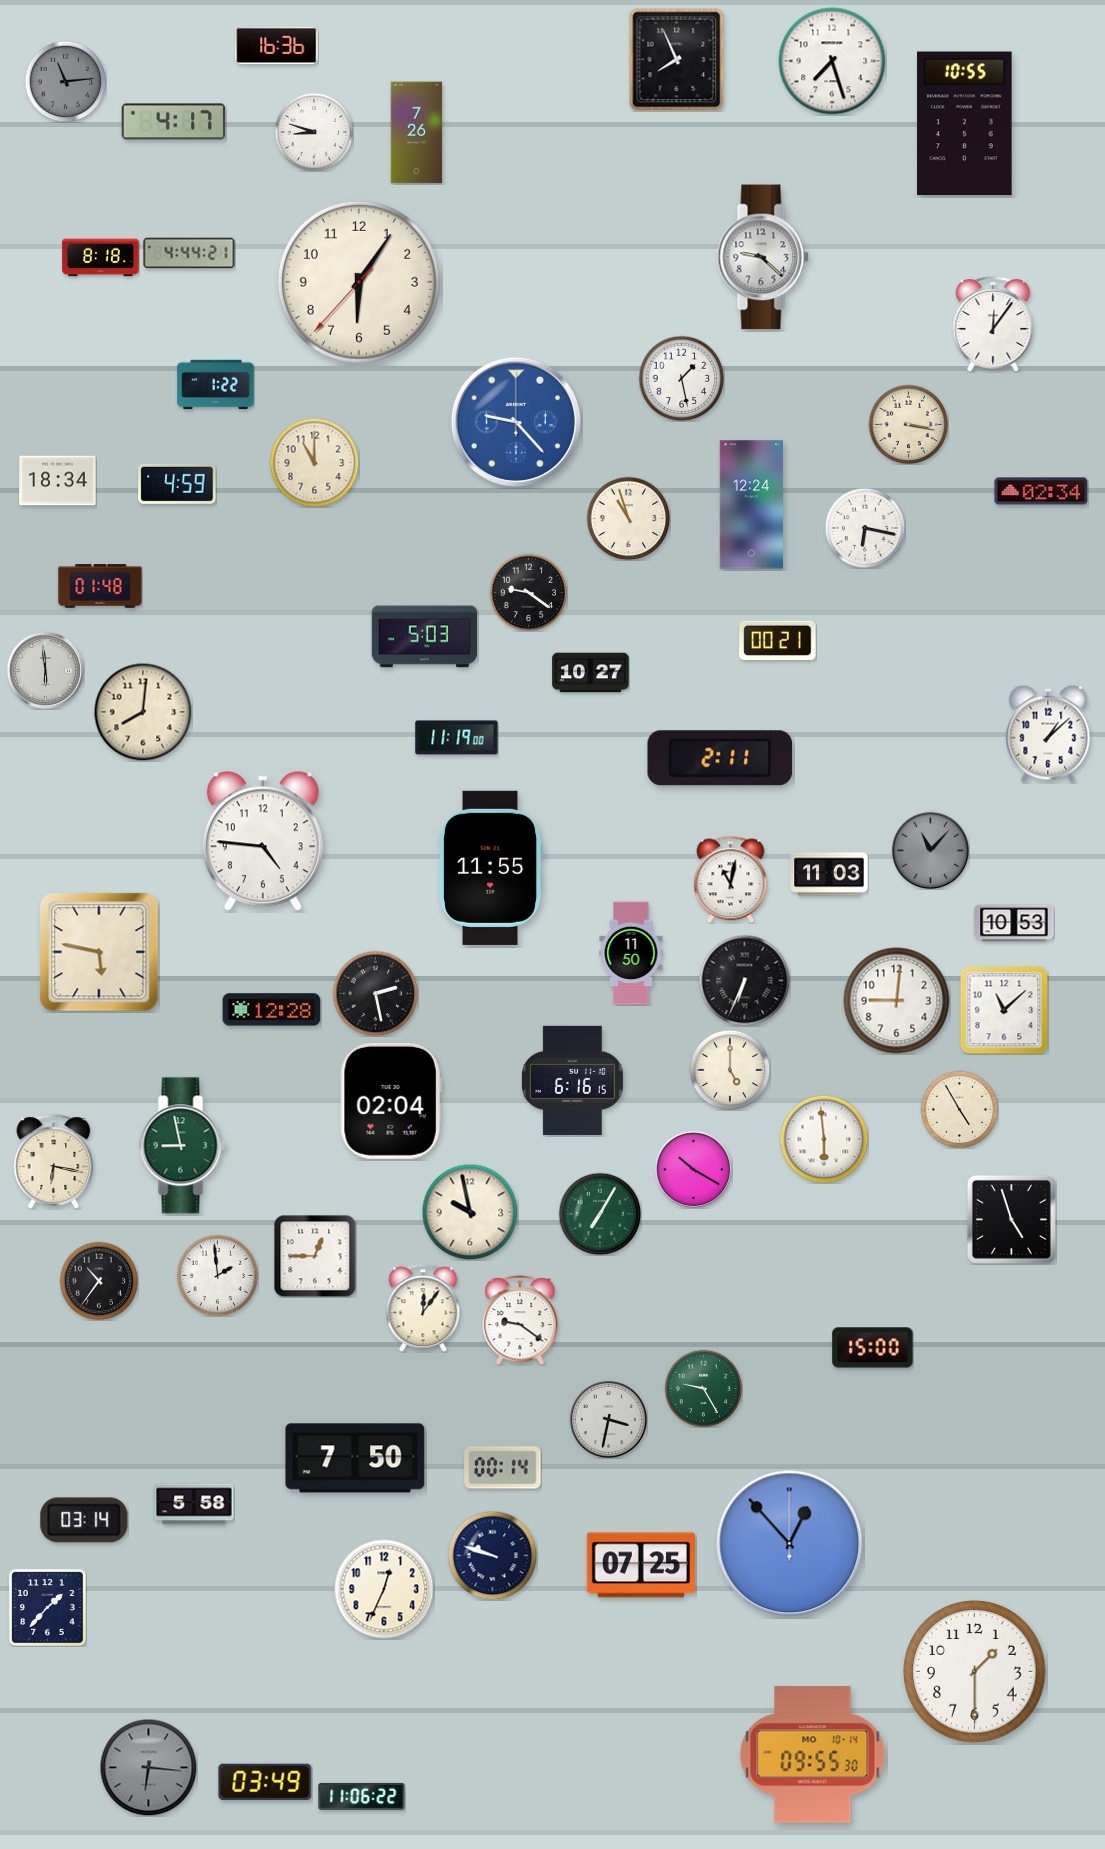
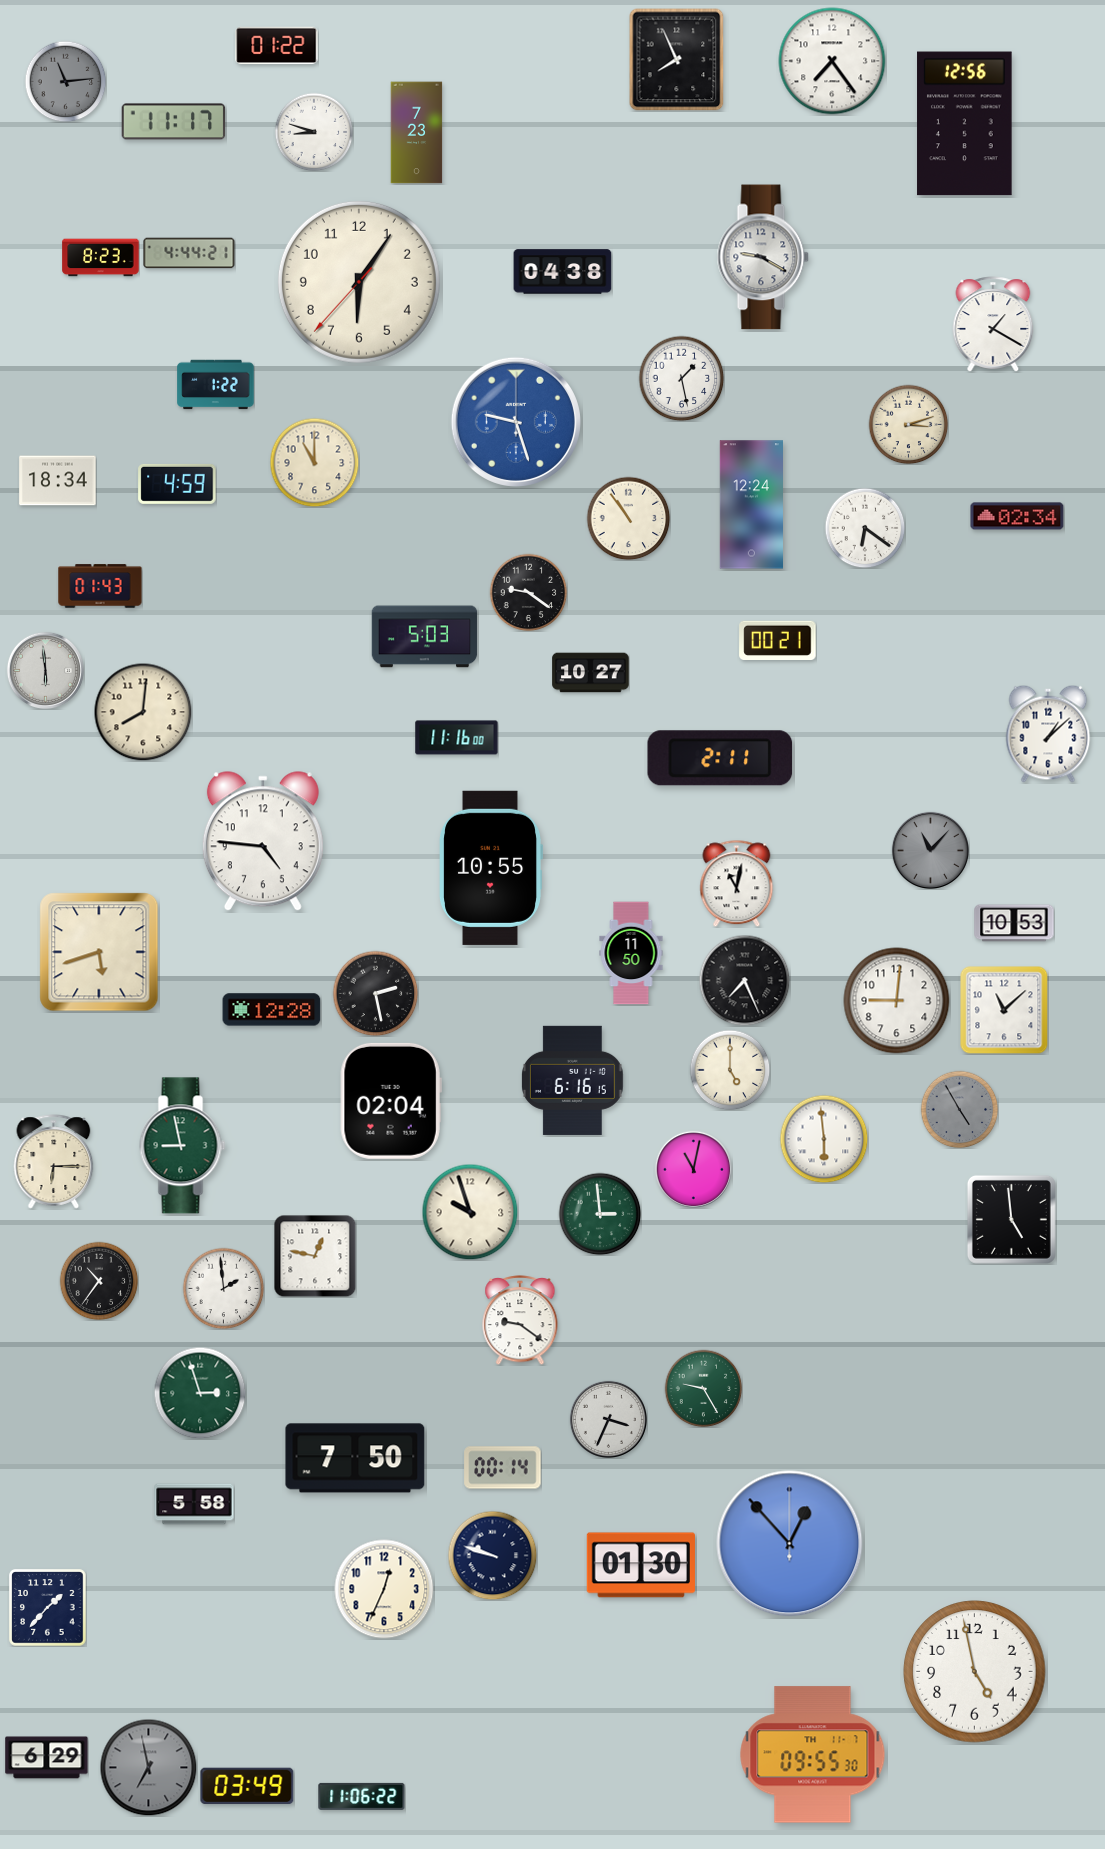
clock at (277, 46): 16:36 -> 01:22
clock at (832, 61): 7:27 -> 7:24
clock at (174, 122): 4:17 -> 11:17
clock at (965, 124): 10:55 -> 12:56
clock at (417, 133): 7:26 -> 7:23
clock at (763, 257): 9:22 -> 9:20
clock at (101, 258): 8:18 -> 8:23
clock at (563, 272): none -> 04:38
clock at (993, 324): 12:06 -> 1:20
clock at (516, 422): 9:23 -> 9:27
clock at (908, 424): 3:17 -> 3:12
clock at (1041, 491) position: (1041, 491) -> (1017, 516)
clock at (628, 518): 10:57 -> 10:54
clock at (865, 528): 6:17 -> 6:21
clock at (100, 586): 01:48 -> 01:43
clock at (457, 738): 11:19 -> 11:16
clock at (491, 868): 11:55 -> 10:55
clock at (829, 874): 11:03 -> none
clock at (731, 879) position: (731, 879) -> (737, 883)
clock at (99, 952): 5:47 -> 5:42
clock at (744, 980): 6:34 -> 7:26
clock at (959, 1109) dial: cream -> grey
clock at (54, 1162): 6:17 -> 6:15
clock at (693, 1169): 10:20 -> 11:02
clock at (470, 1212): 9:58 -> 9:57
clock at (600, 1214): 7:05 -> 2:59
clock at (1011, 1219): 4:57 -> 4:59
clock at (315, 1256): 12:45 -> 12:47
clock at (217, 1275) position: (217, 1275) -> (223, 1288)
clock at (423, 1308): 12:06 -> none
clock at (873, 1348): 15:00 -> none
clock at (200, 1393): none -> 2:57
clock at (608, 1419): 3:32 -> 3:34
clock at (84, 1520): 03:14 -> none
clock at (641, 1565): 07:25 -> 01:30
clock at (975, 1672): 1:30 -> 4:58
clock at (813, 1755) date: MO 10-14 -> TH 11-7
clock at (47, 1758): none -> 6:29
clock at (148, 1767): 6:16 -> 6:58
clock at (265, 1782) position: (265, 1782) -> (247, 1786)
